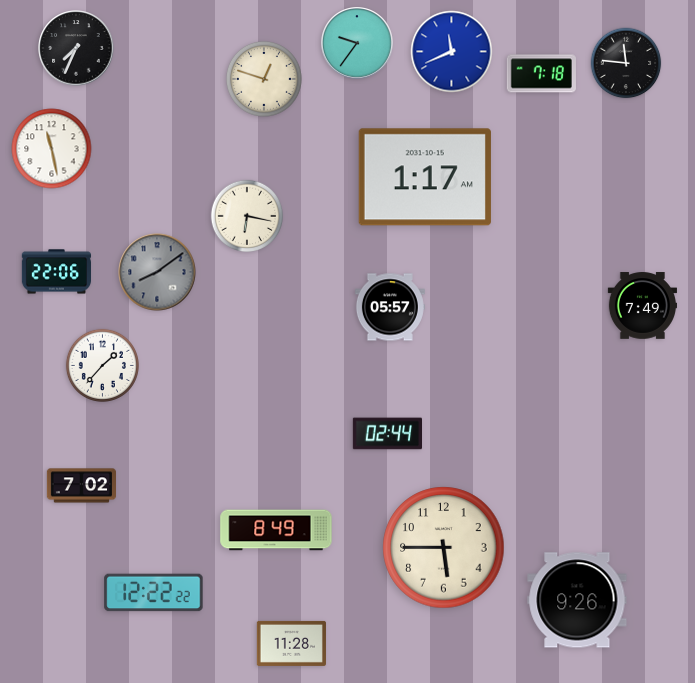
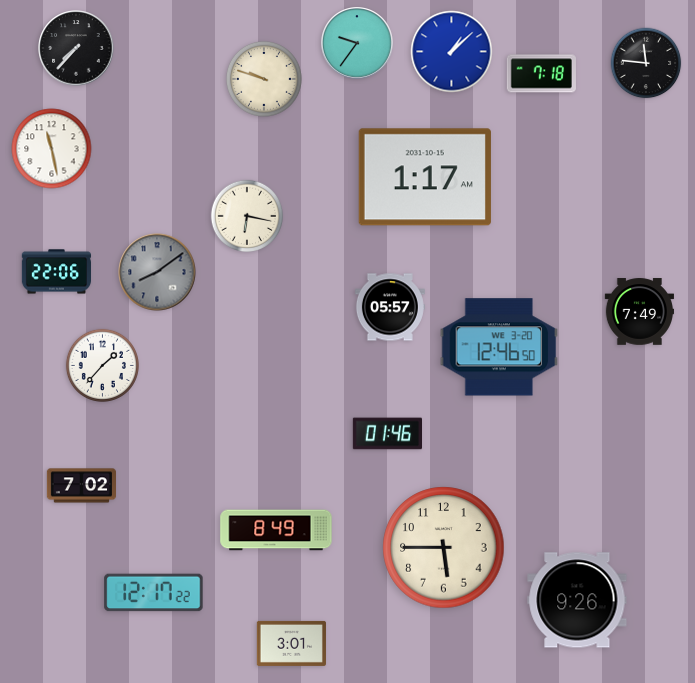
clock at (76, 48): 7:34 -> 7:37
clock at (452, 52): 11:41 -> 1:08
clock at (626, 63) position: (626, 63) -> (646, 63)
clock at (264, 79): 12:48 -> 9:48
clock at (642, 306) position: (642, 306) -> (639, 312)
clock at (499, 347): none -> 12:46
clock at (387, 434): 02:44 -> 01:46
clock at (154, 593): 12:22 -> 12:17
clock at (291, 643): 11:28 -> 3:01
